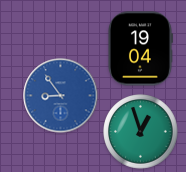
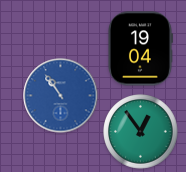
clock at (61, 96): 8:54 -> 10:54
clock at (141, 132): 12:57 -> 12:54
